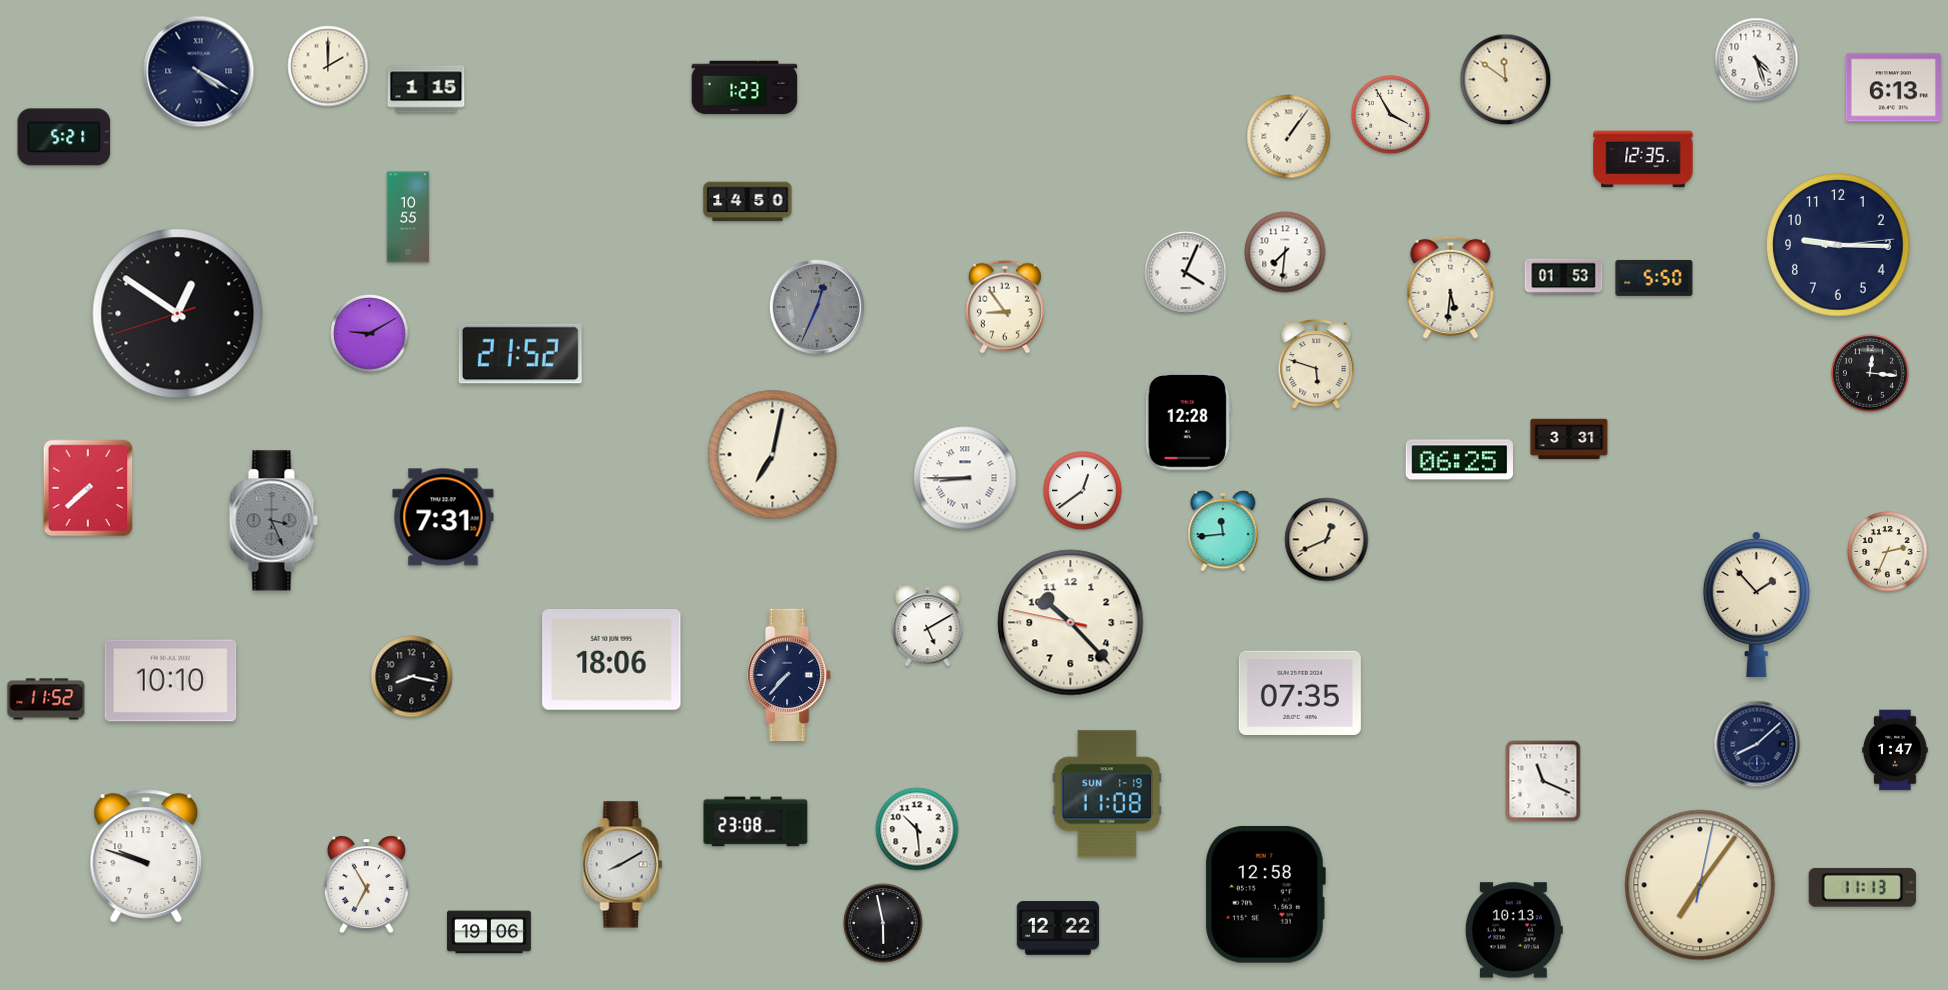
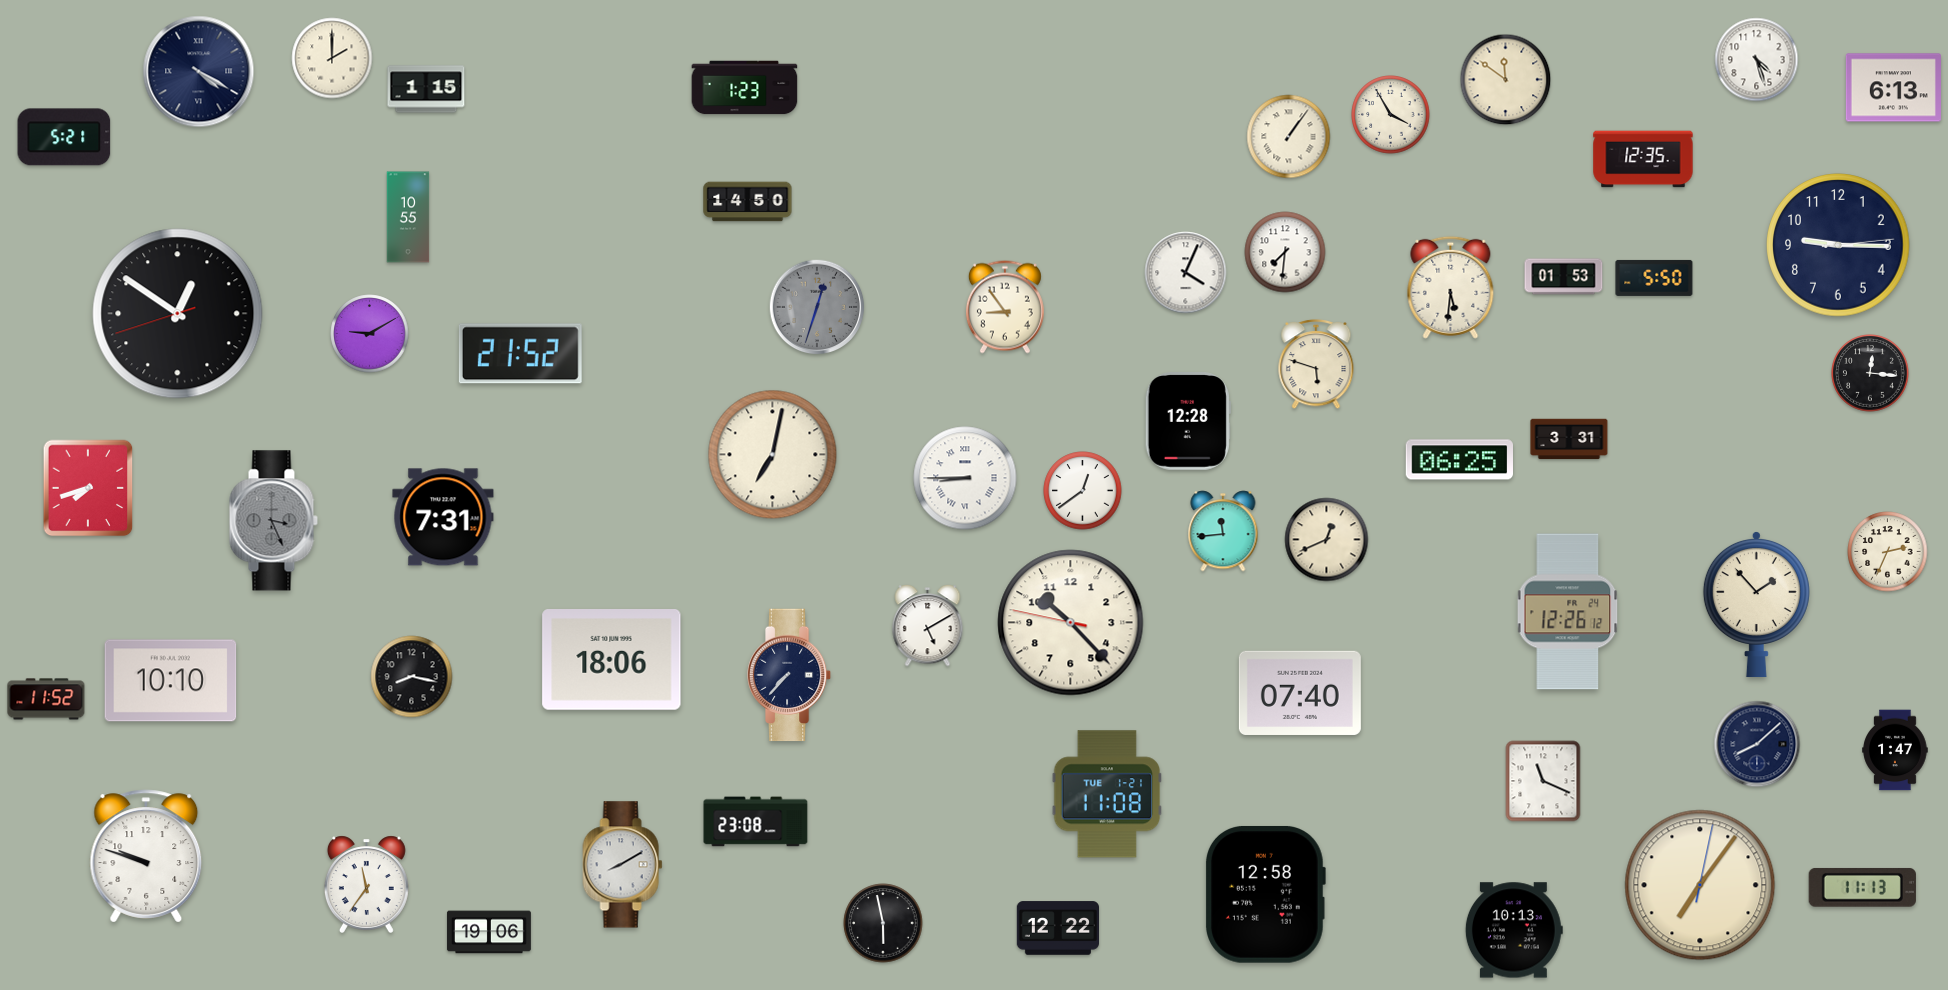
clock at (328, 66) position: (328, 66) -> (332, 58)
clock at (817, 307): 12:34 -> 12:33
clock at (88, 488): 7:38 -> 7:42
clock at (1568, 612): none -> 12:26
clock at (1300, 693): 07:35 -> 07:40
clock at (1107, 794) date: SUN 1-19 -> TUE 1-21
clock at (917, 829): 10:29 -> none
clock at (366, 884): 6:55 -> 11:36
